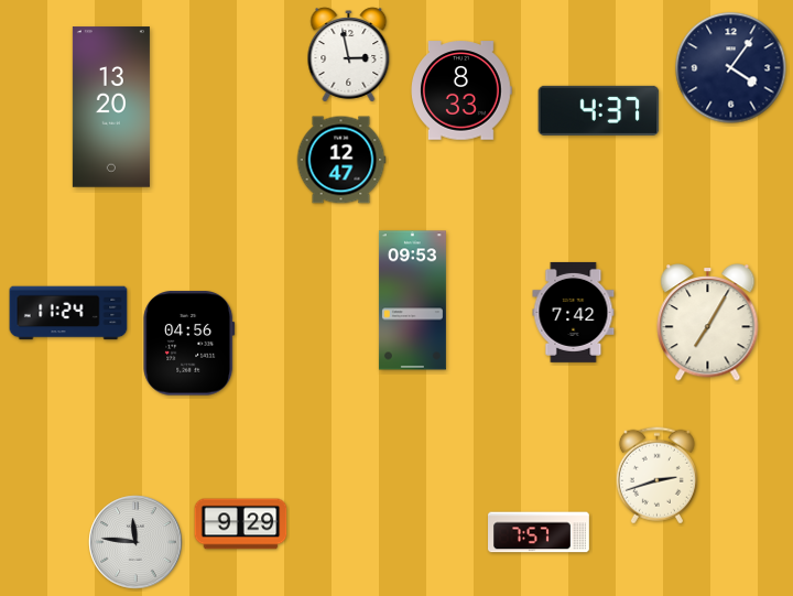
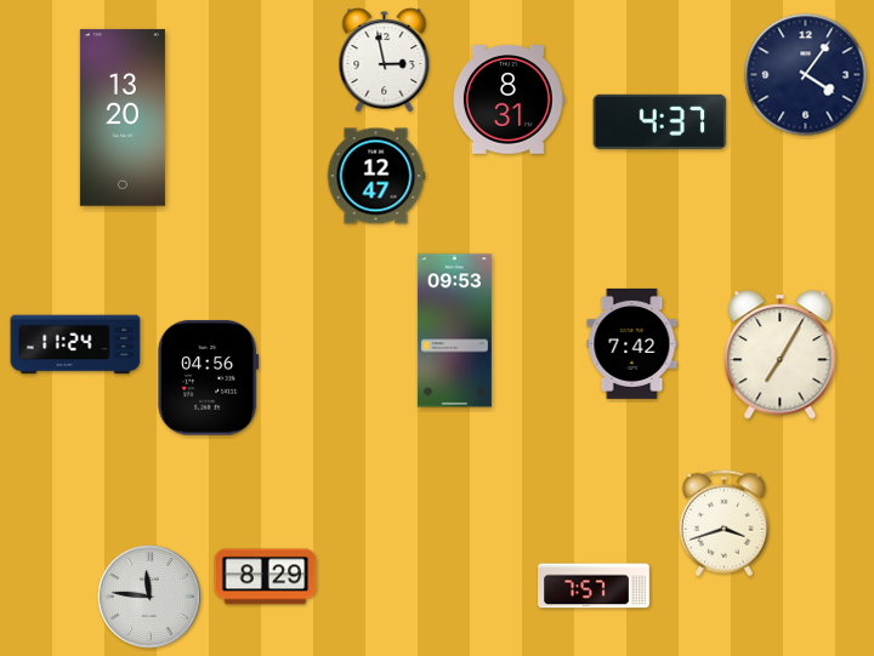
clock at (461, 90): 8:33 -> 8:31
clock at (656, 476): 2:42 -> 3:42
clock at (241, 524): 9:29 -> 8:29
